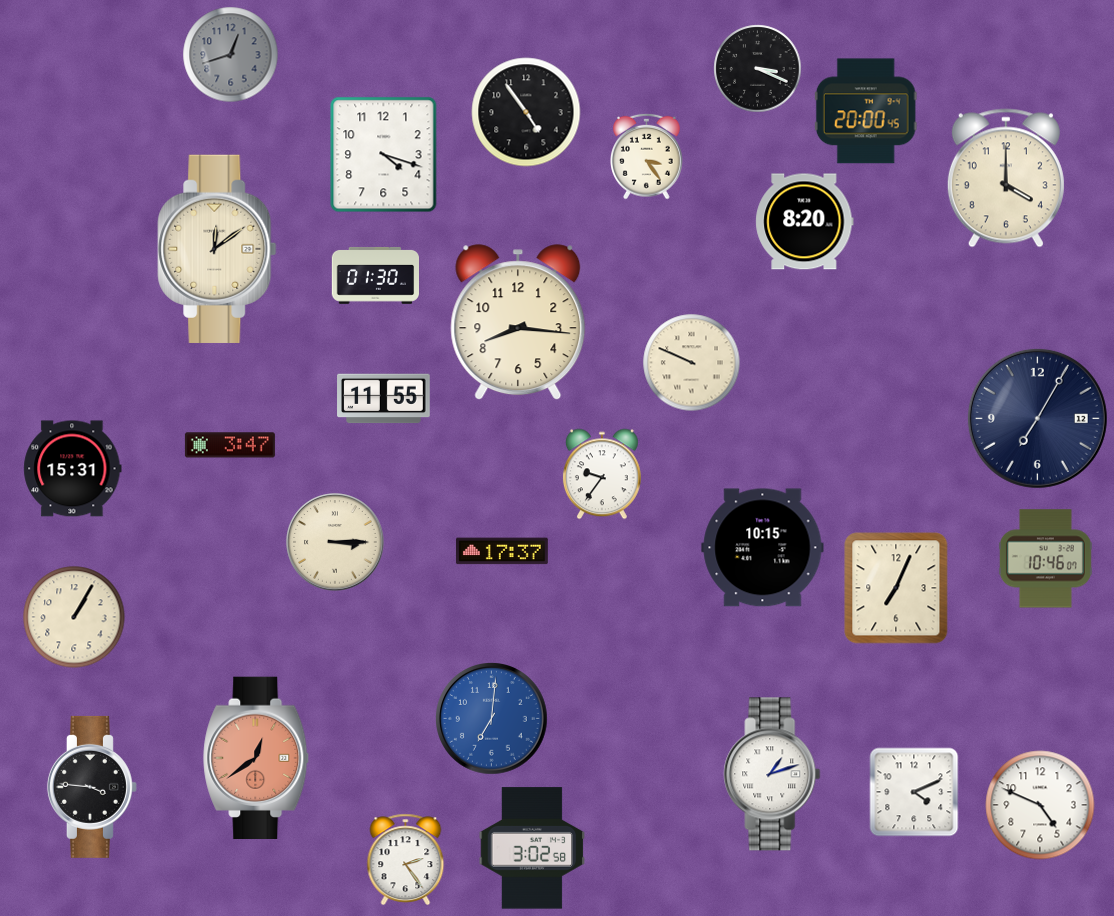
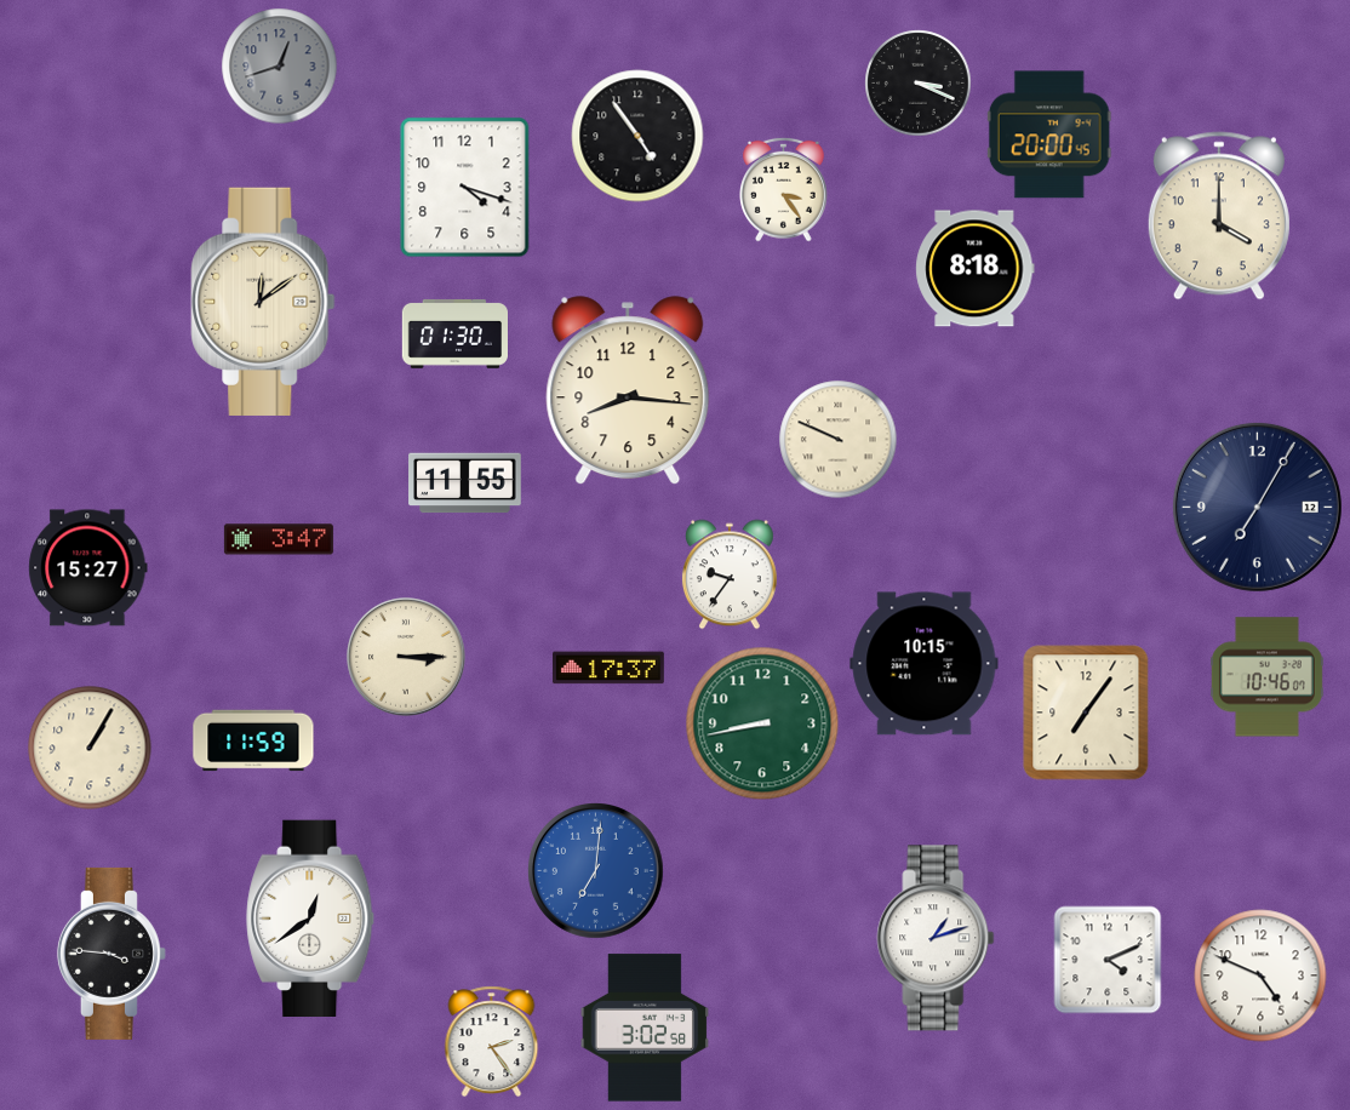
clock at (805, 222): 8:20 -> 8:18
clock at (73, 469): 15:31 -> 15:27
clock at (896, 588): 7:04 -> 7:06
clock at (762, 723): none -> 8:43
clock at (253, 740): none -> 11:59
clock at (257, 757) dial: salmon -> white
